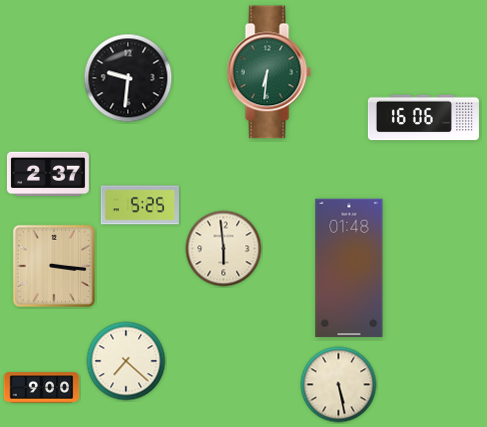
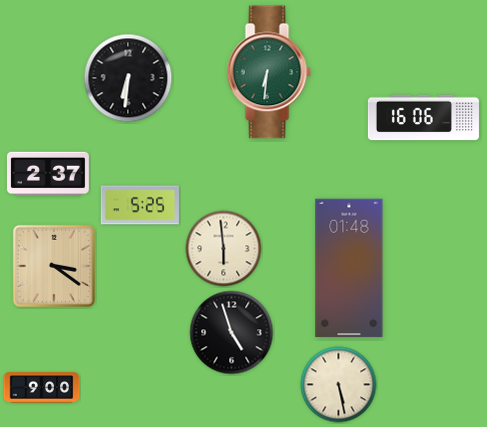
clock at (128, 78): 9:31 -> 6:31
clock at (54, 266): 3:16 -> 3:21
clock at (232, 333): none -> 4:57
clock at (126, 361): 7:22 -> none
